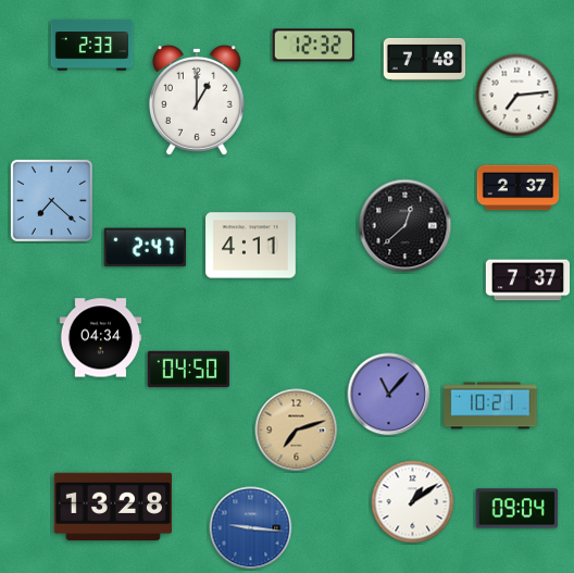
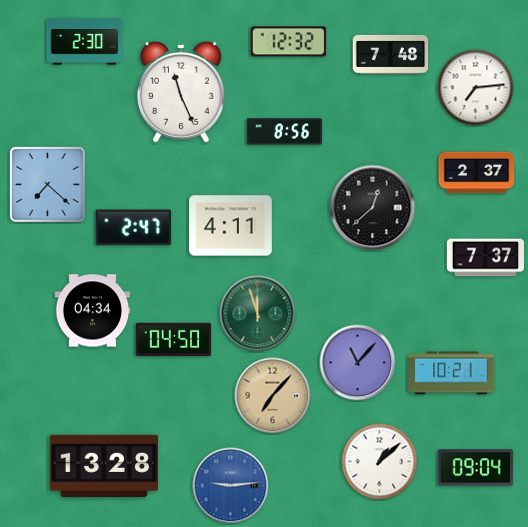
clock at (92, 46): 2:33 -> 2:30
clock at (197, 100): 1:00 -> 11:26
clock at (285, 132): none -> 8:56
clock at (258, 314): none -> 11:57
clock at (297, 431): 7:12 -> 7:07
clock at (413, 502): 1:09 -> 1:08
clock at (251, 528): 9:16 -> 9:14
